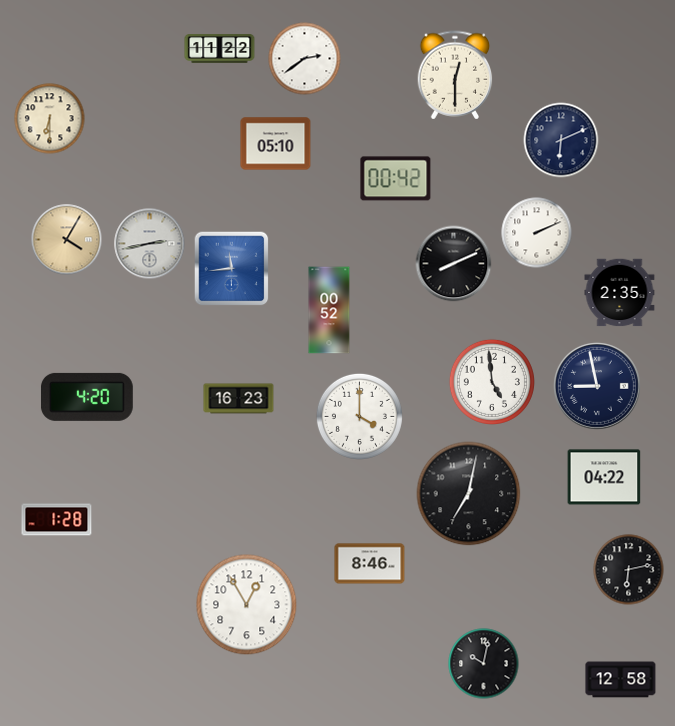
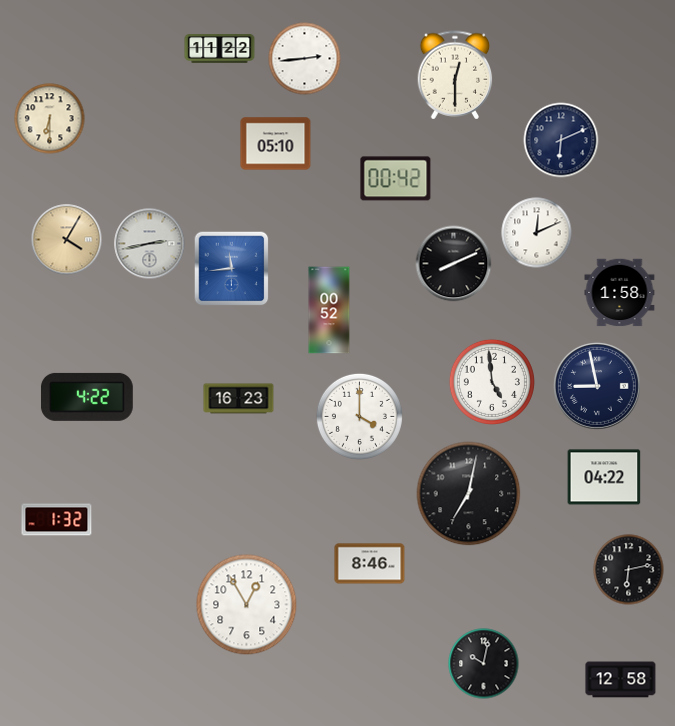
clock at (305, 59): 2:39 -> 2:44
clock at (537, 233): 2:11 -> 12:11
clock at (620, 293): 2:35 -> 1:58
clock at (87, 397): 4:20 -> 4:22
clock at (57, 520): 1:28 -> 1:32
